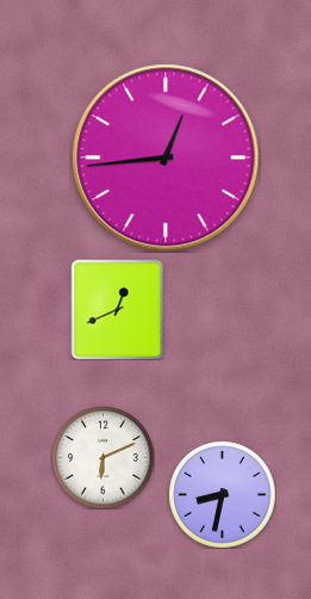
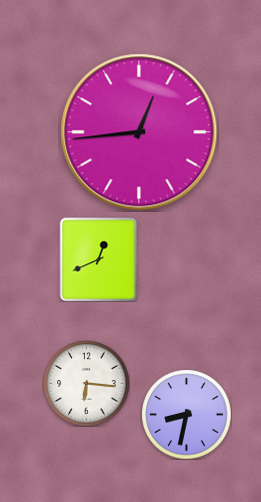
clock at (102, 457): 6:11 -> 6:16
